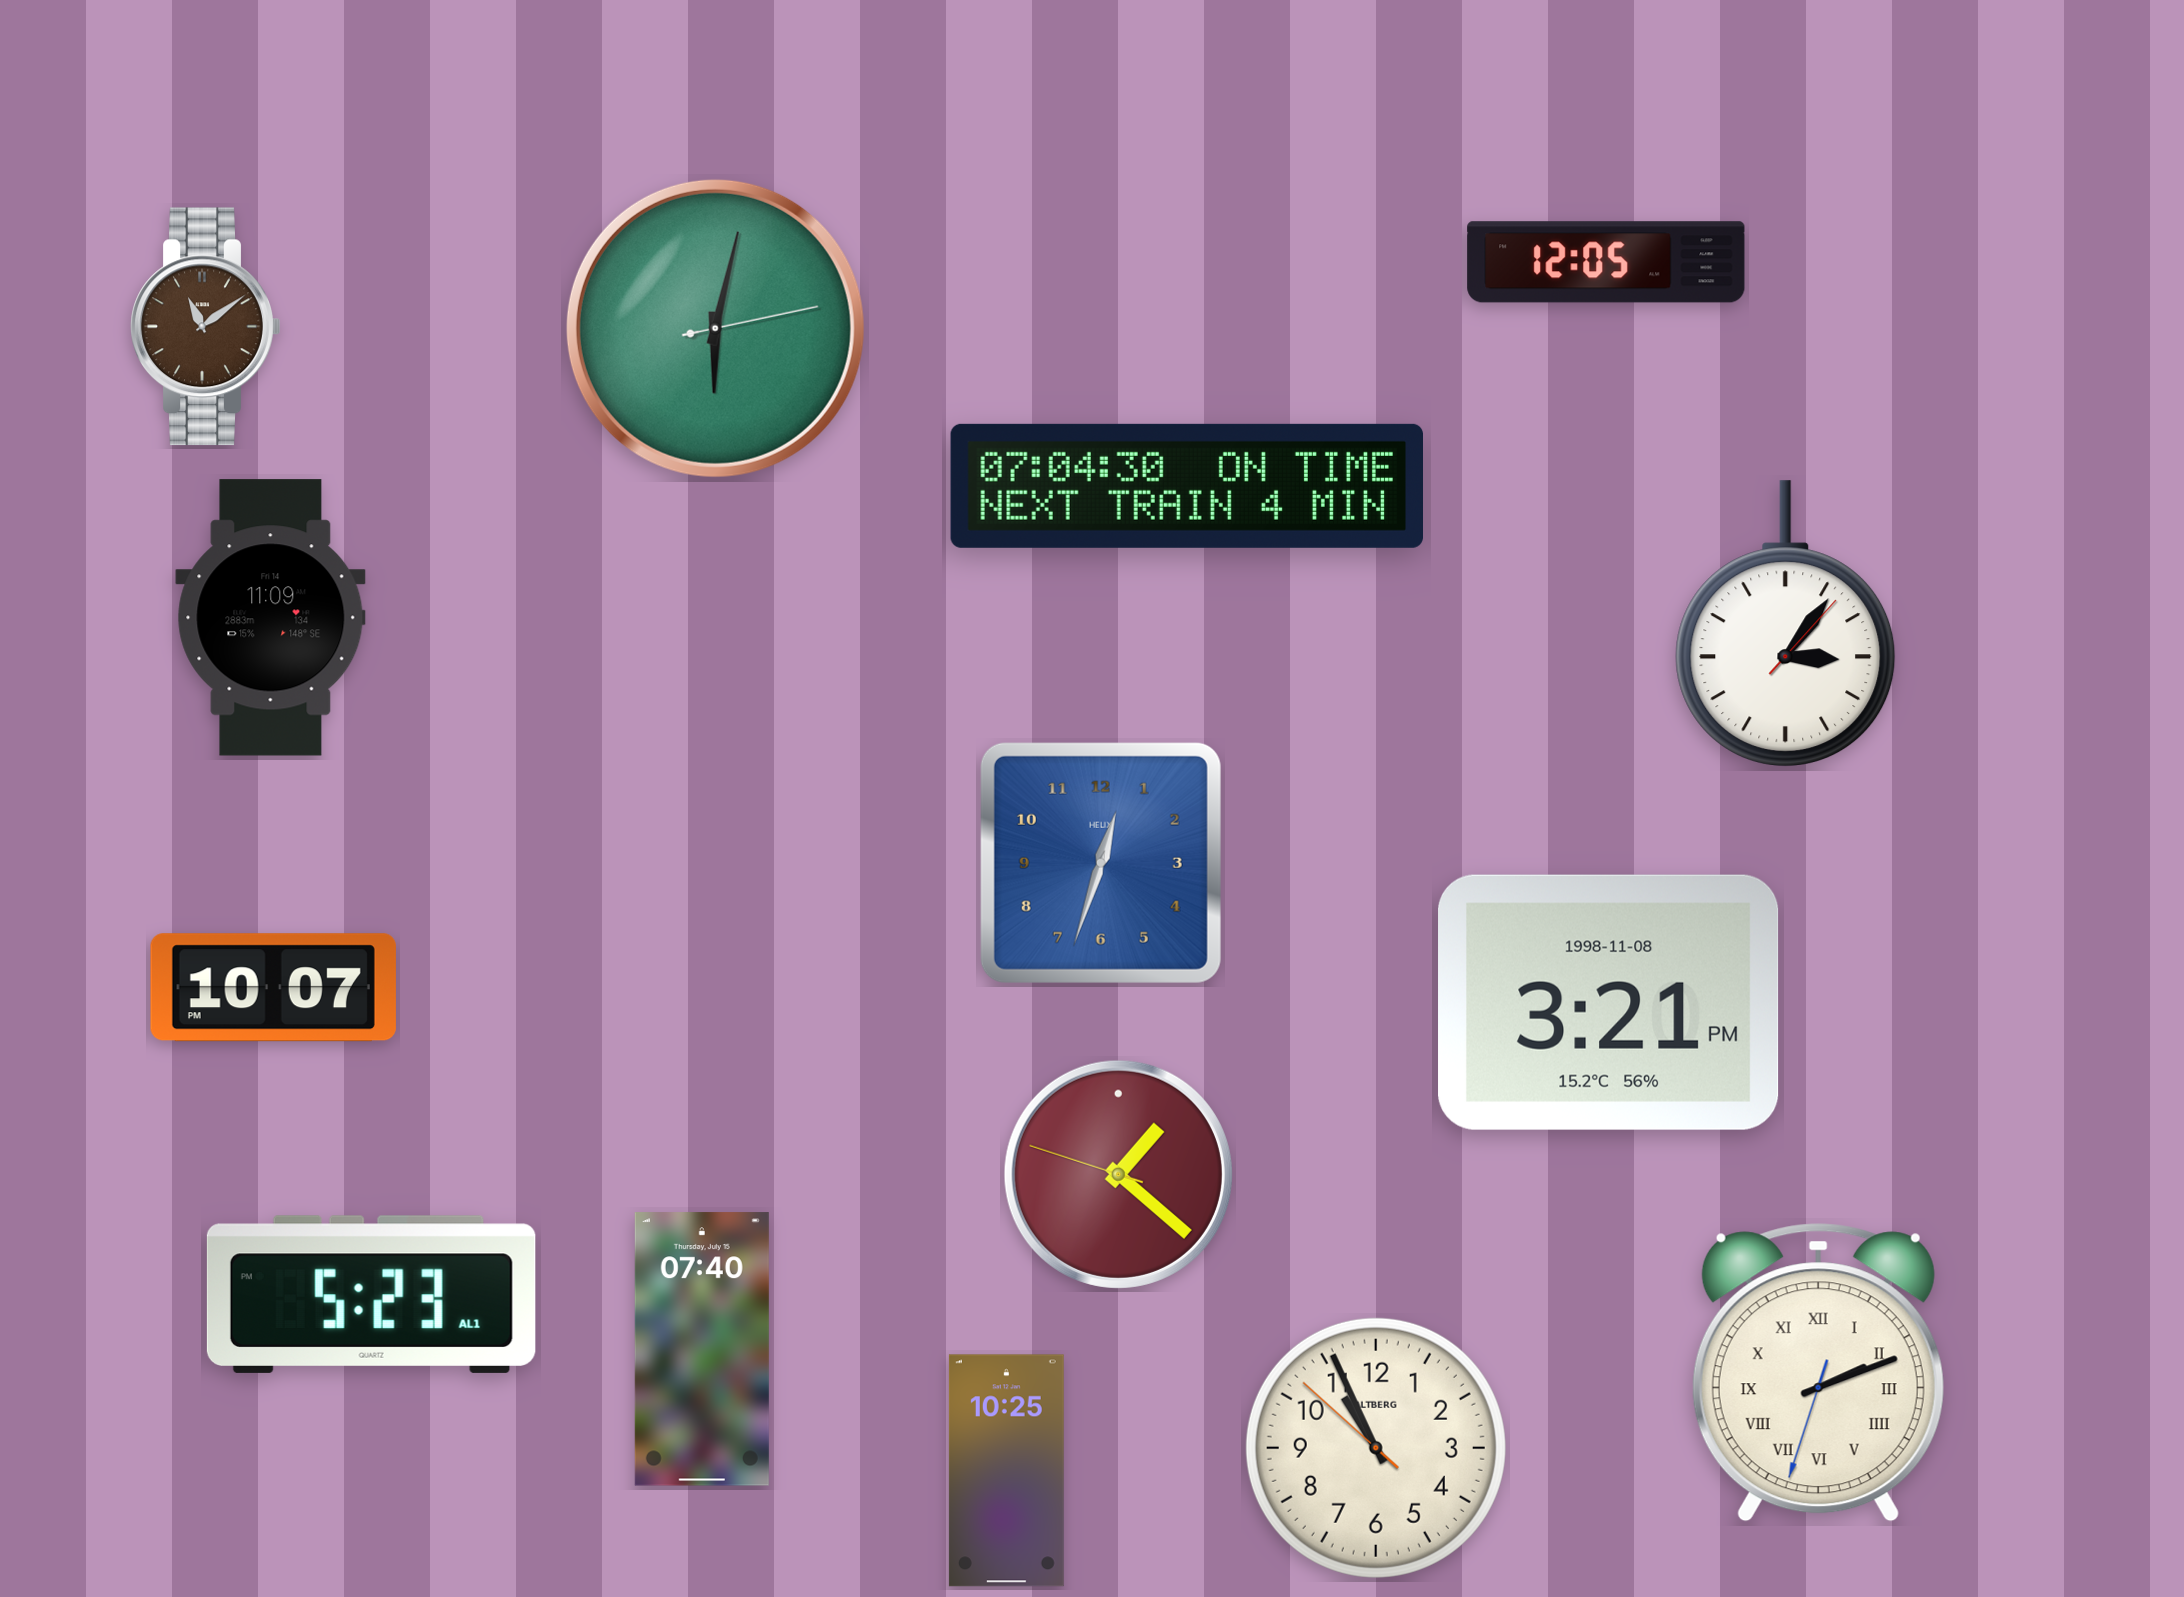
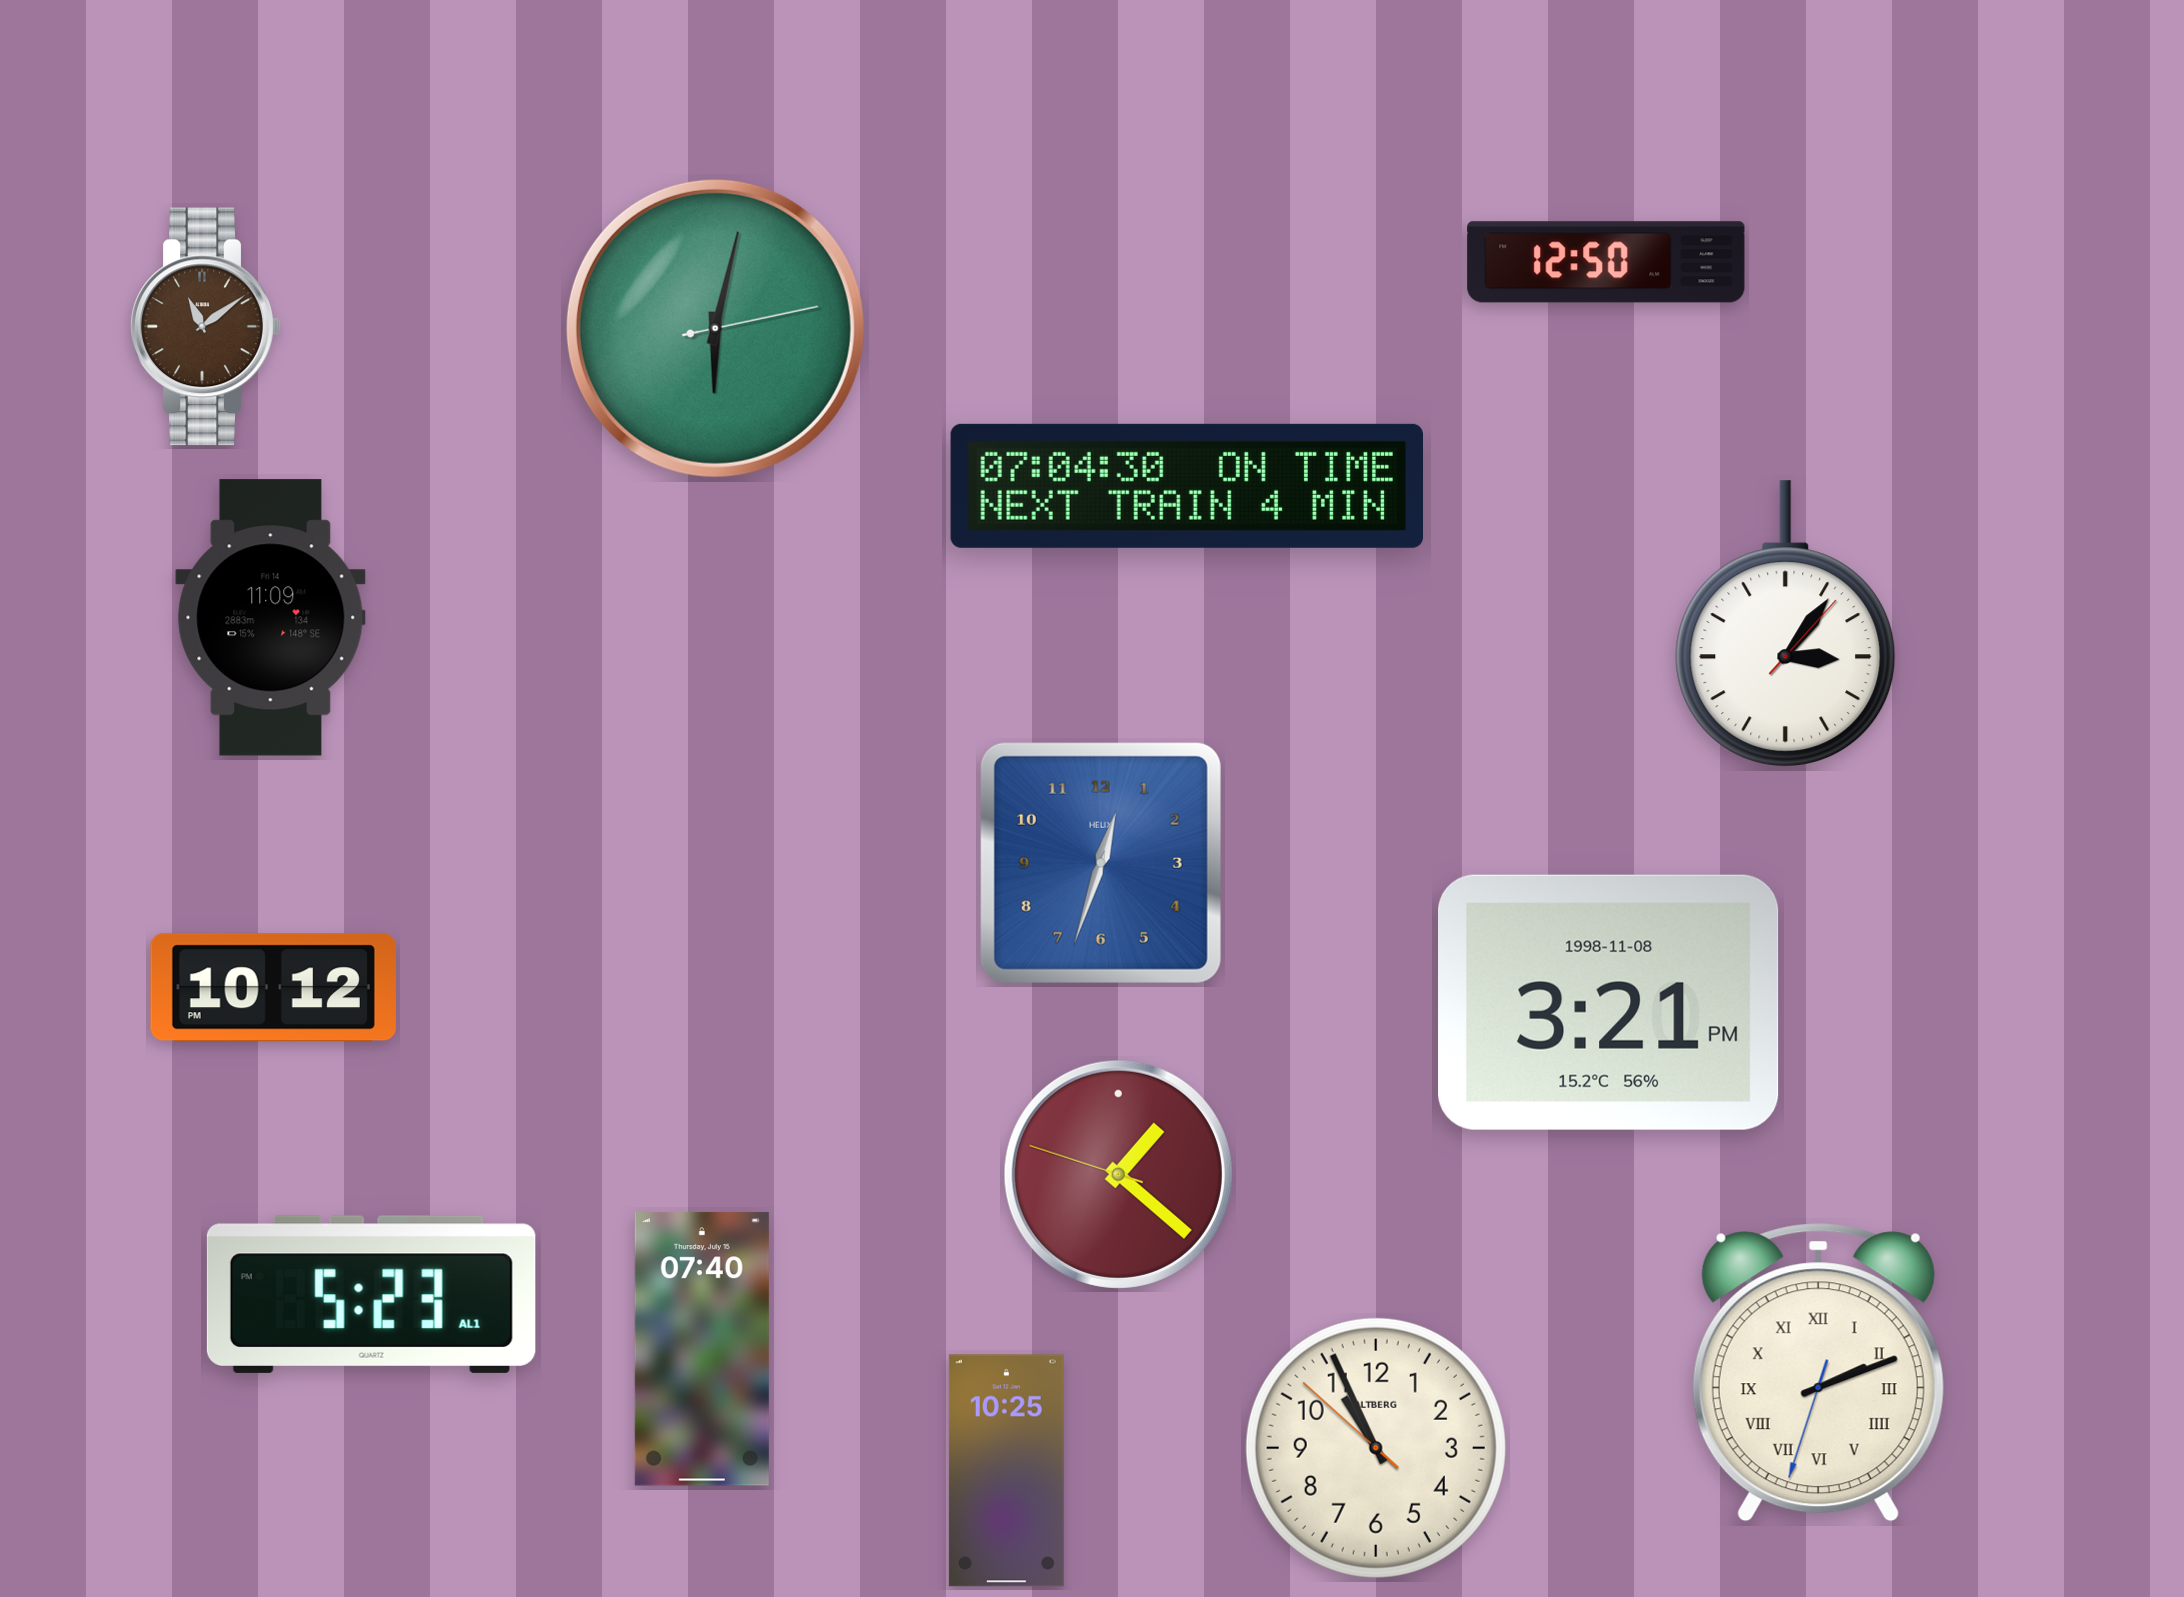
clock at (1606, 262): 12:05 -> 12:50
clock at (273, 988): 10:07 -> 10:12
